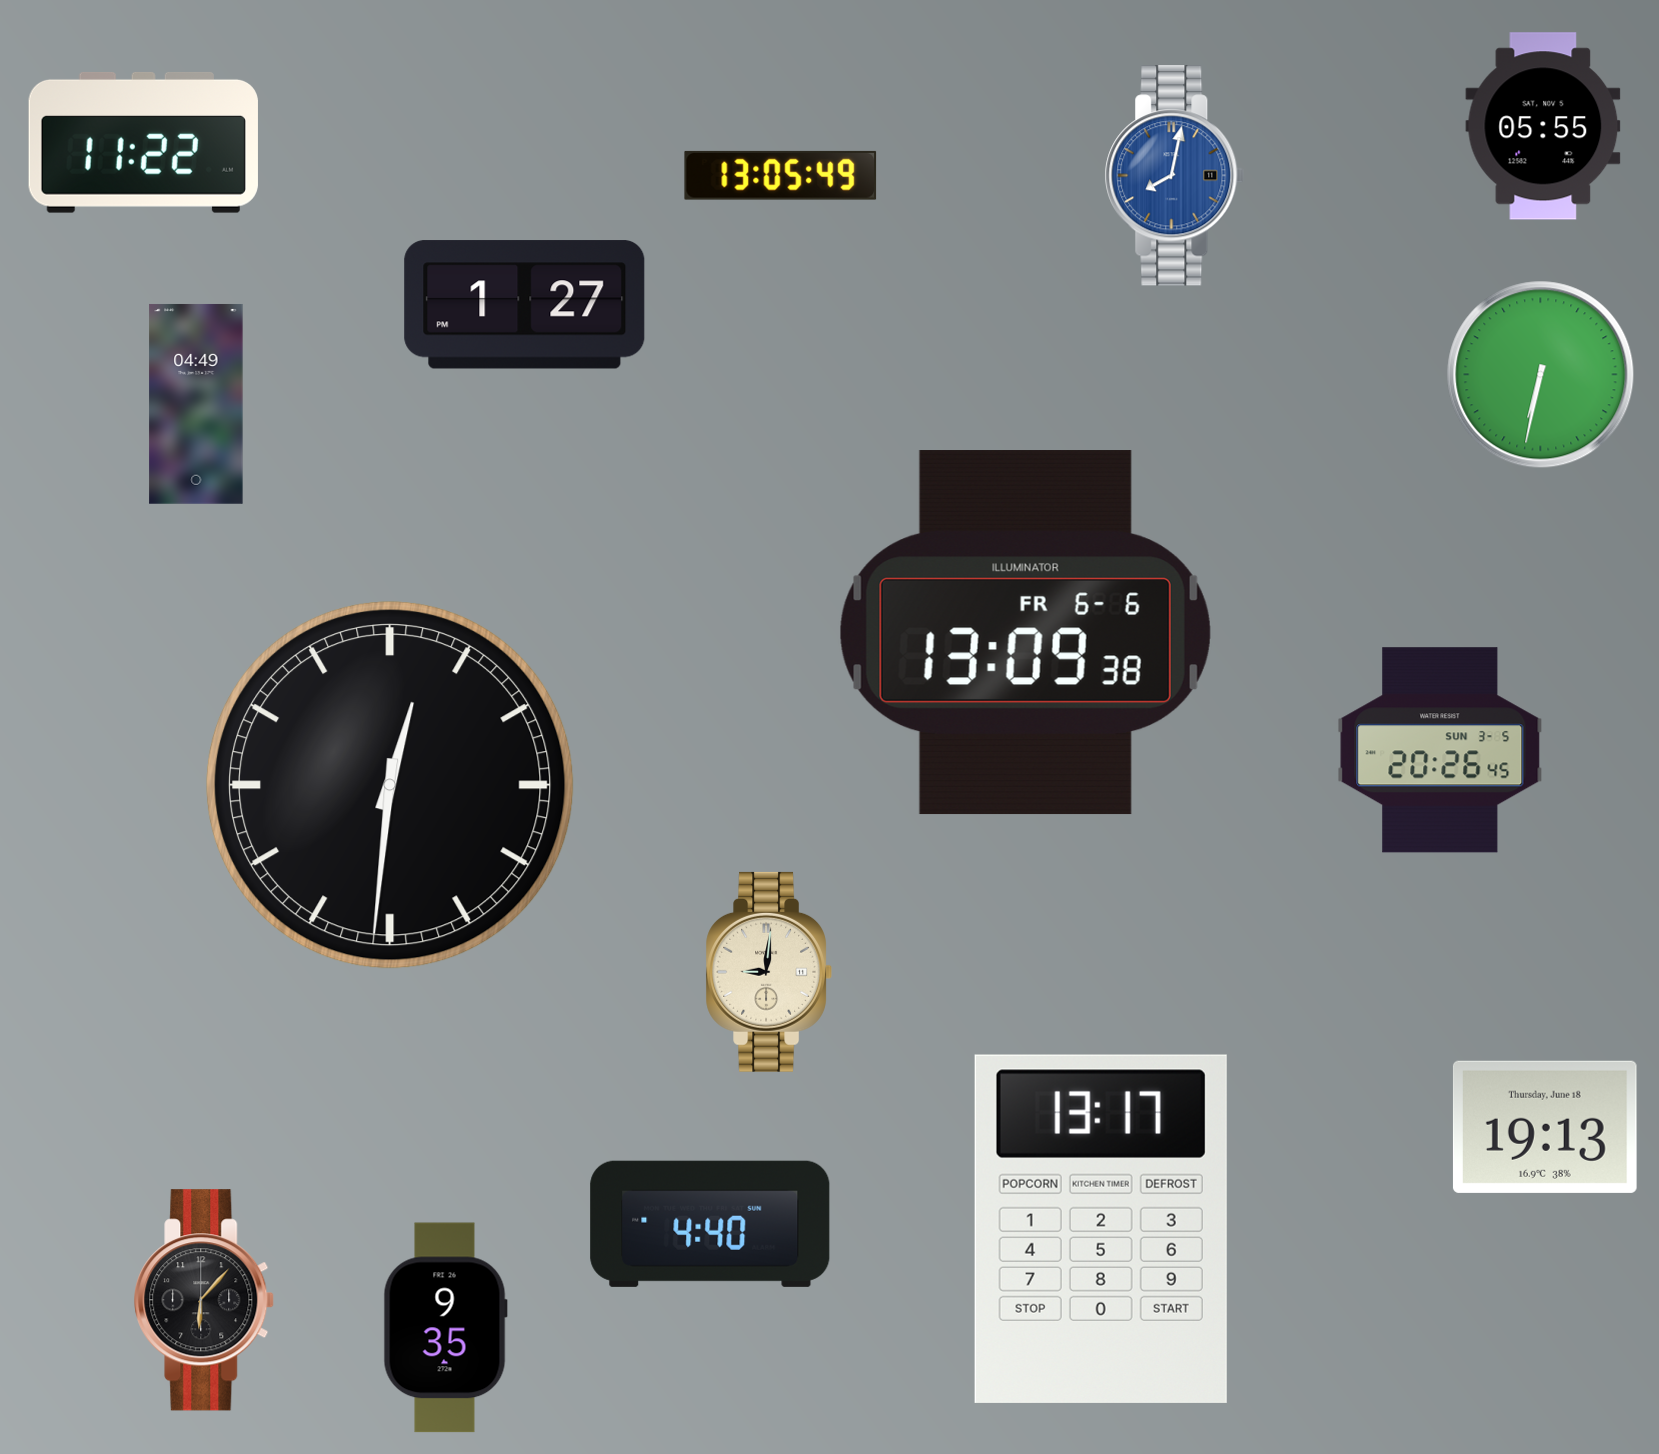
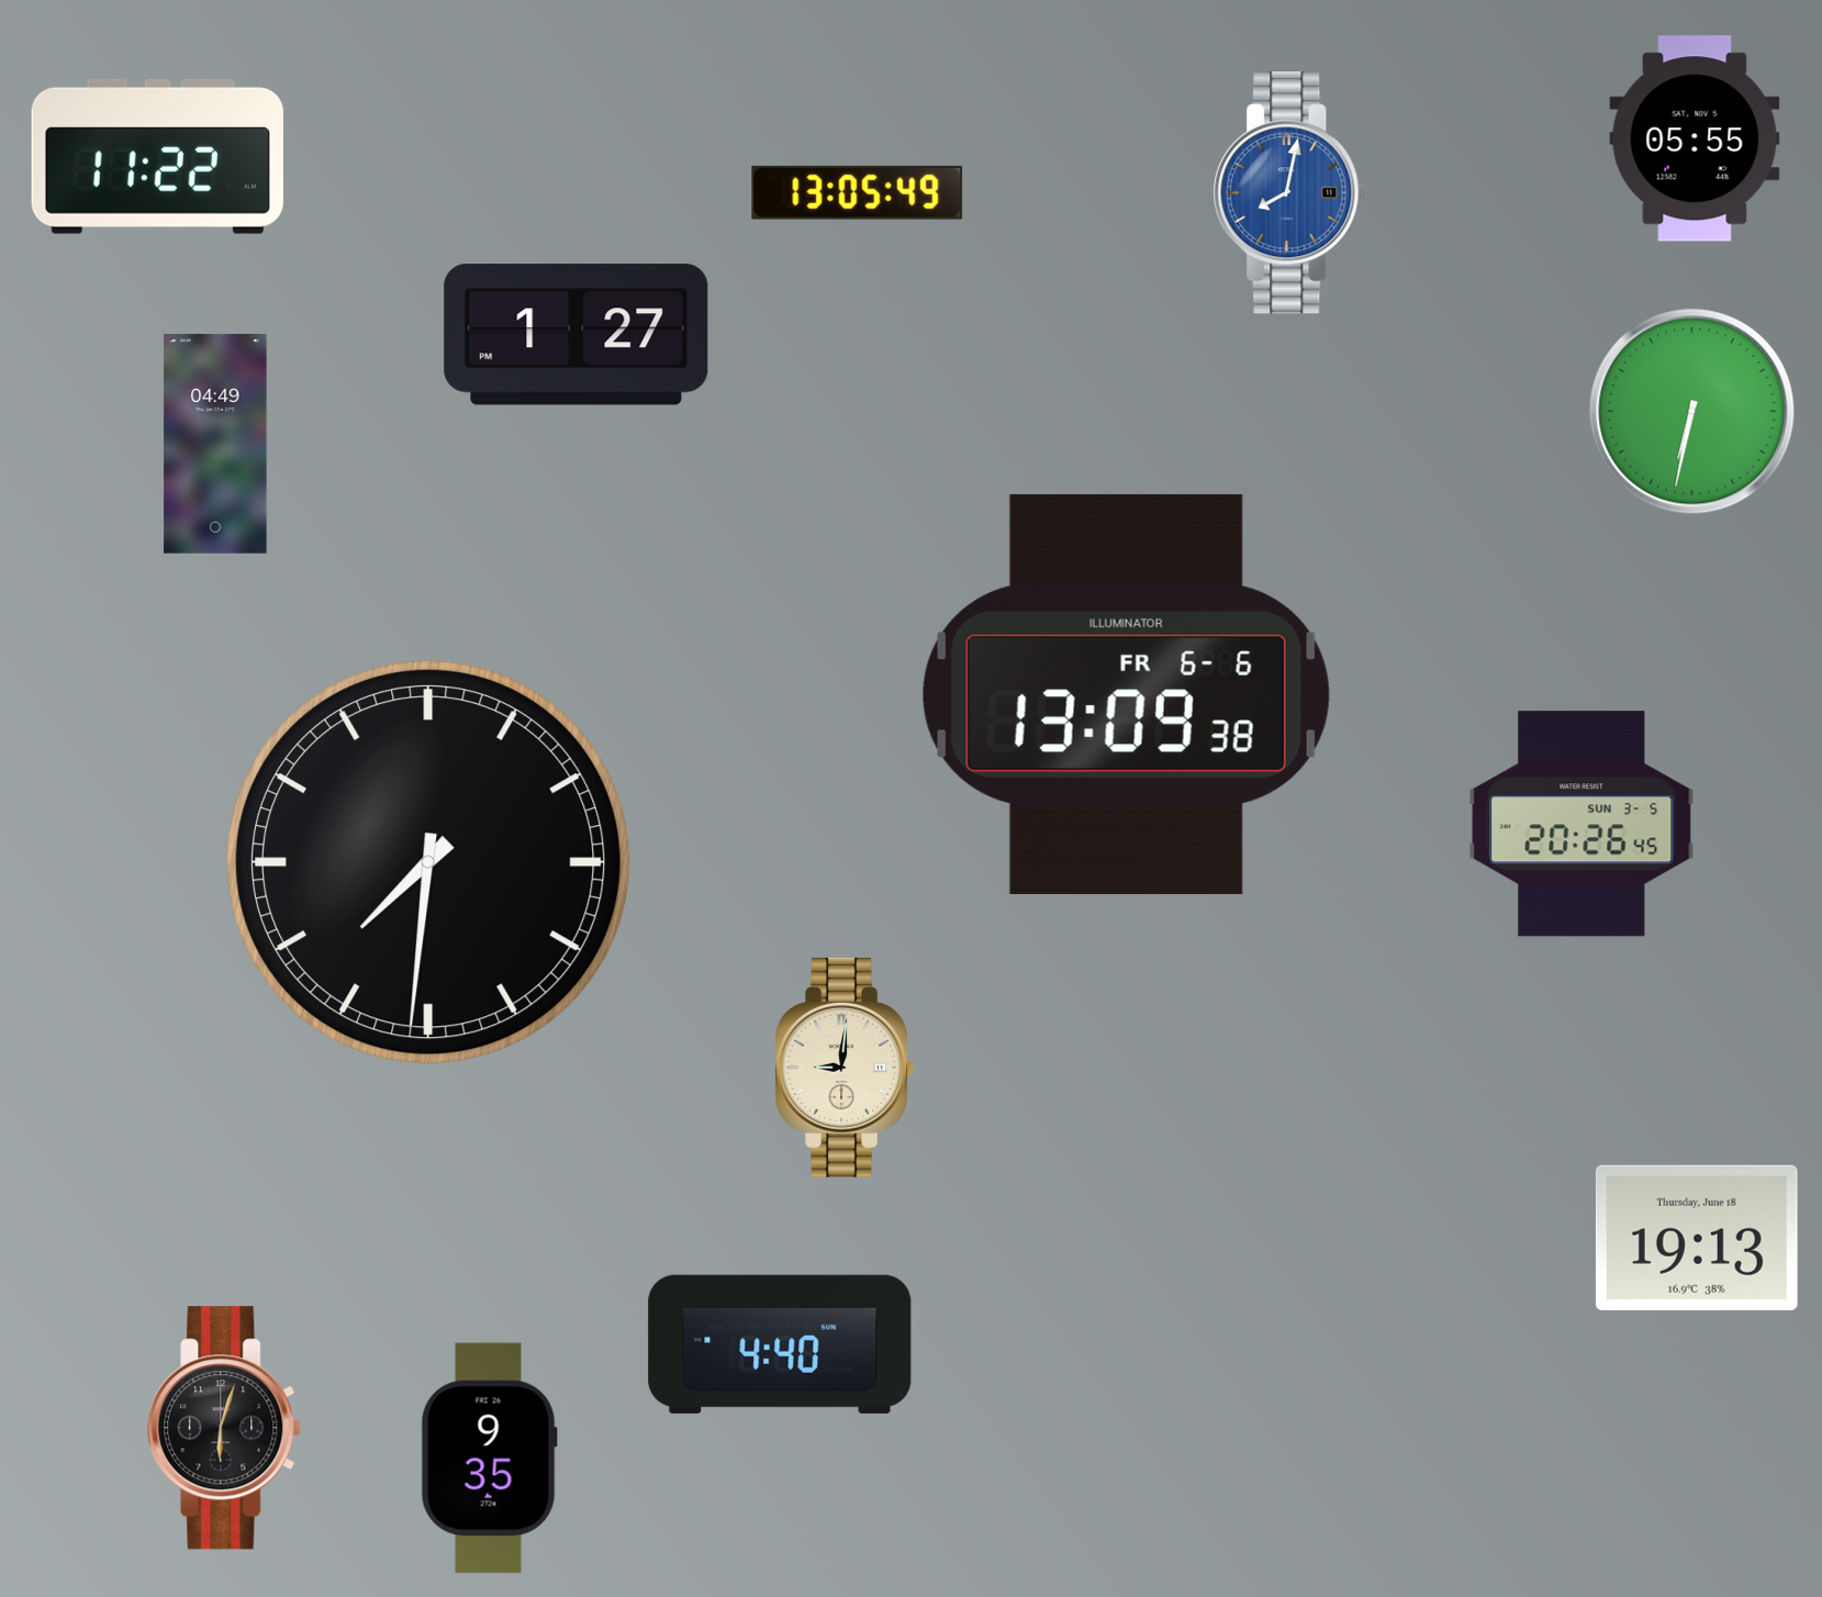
clock at (390, 785): 12:31 -> 7:31
clock at (1101, 1229): 13:17 -> none
clock at (205, 1300): 6:07 -> 6:03
